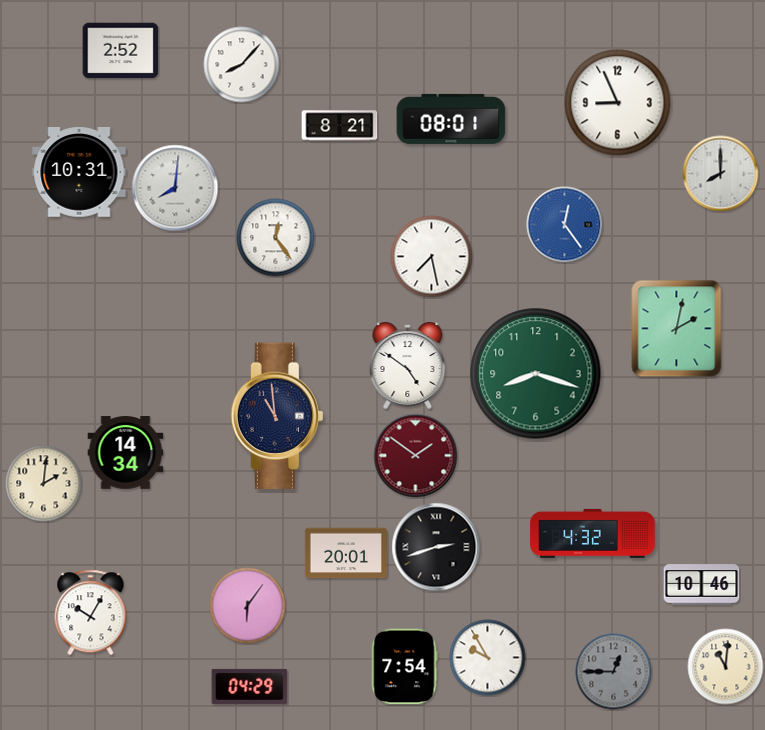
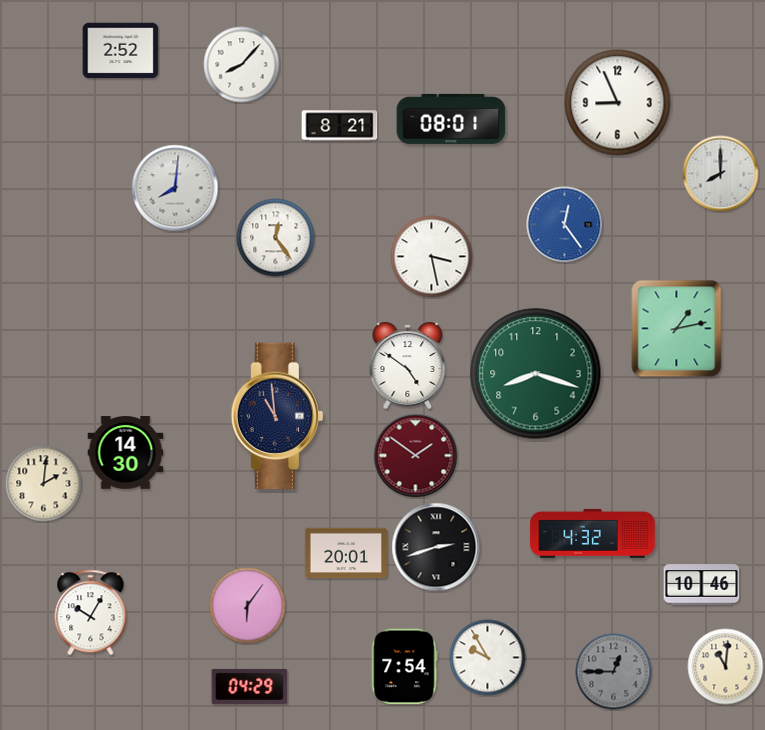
clock at (79, 173): 10:31 -> none
clock at (432, 257): 7:28 -> 3:28
clock at (677, 329): 2:02 -> 1:13
clock at (126, 453): 14:34 -> 14:30
